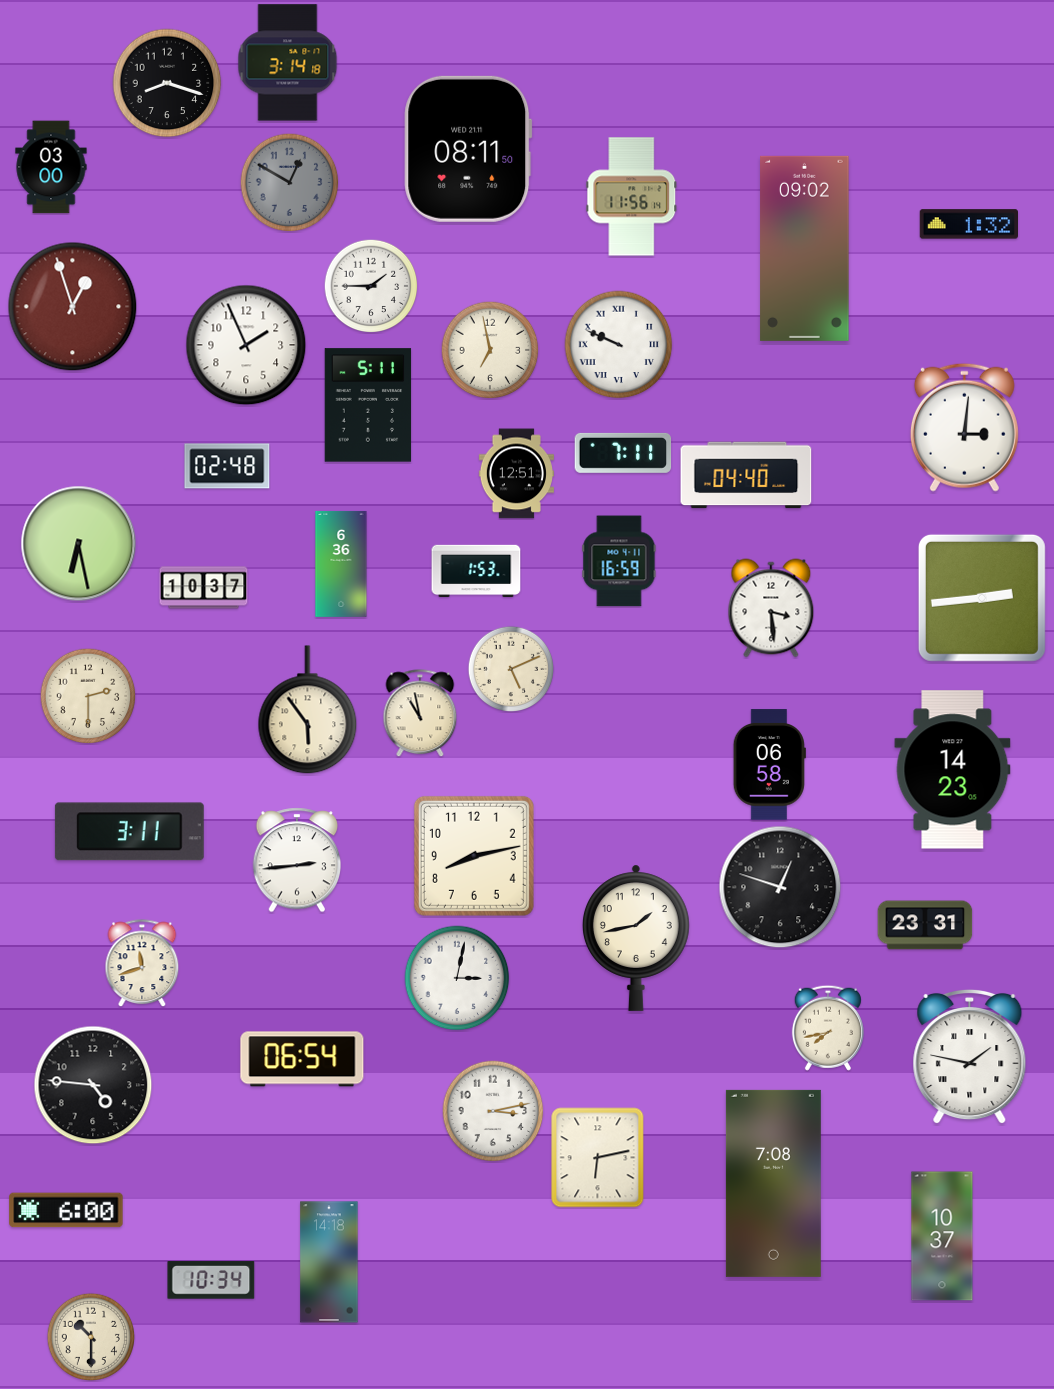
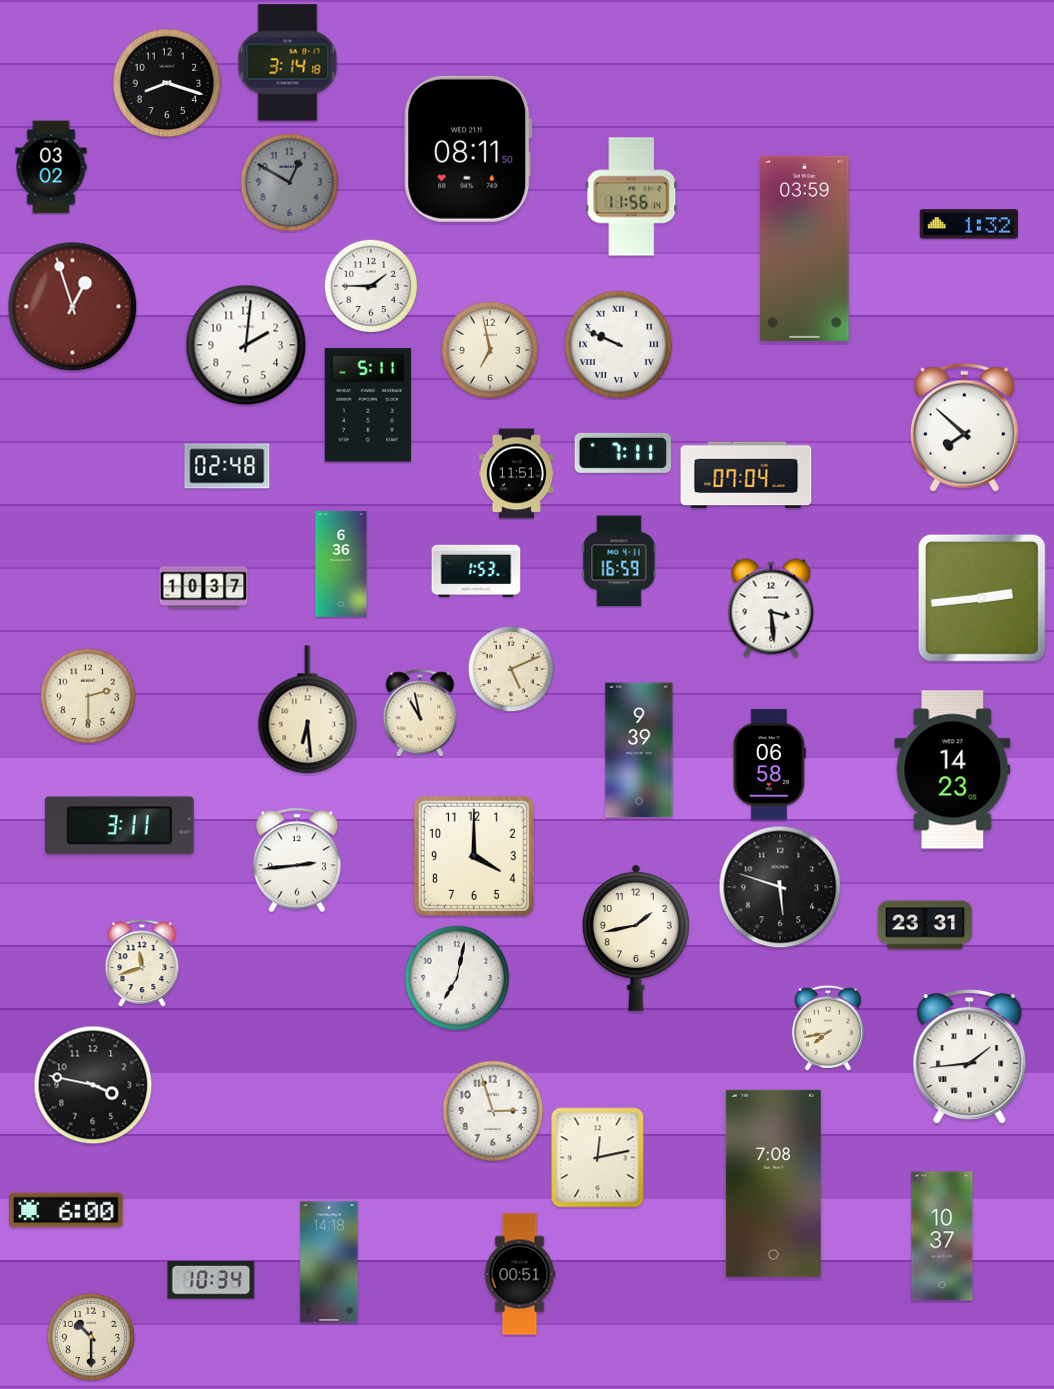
clock at (51, 167): 03:00 -> 03:02
clock at (805, 248): 09:02 -> 03:59
clock at (246, 345): 1:56 -> 2:01
clock at (964, 427): 3:01 -> 7:52
clock at (516, 474): 12:51 -> 11:51
clock at (746, 475): 04:40 -> 07:04
clock at (79, 544): 6:28 -> none
clock at (308, 710): 5:54 -> 6:29
clock at (639, 750): none -> 9:39
clock at (129, 832) position: (129, 832) -> (119, 826)
clock at (474, 856): 8:13 -> 4:00
clock at (780, 887): 12:48 -> 5:48
clock at (457, 978): 3:02 -> 7:02
clock at (970, 1057): 1:47 -> 1:44
clock at (302, 1059): 06:54 -> none
clock at (93, 1085): 4:46 -> 3:47
clock at (493, 1111): 3:13 -> 2:57
clock at (598, 1158): 6:13 -> 12:13
clock at (520, 1274): none -> 00:51
